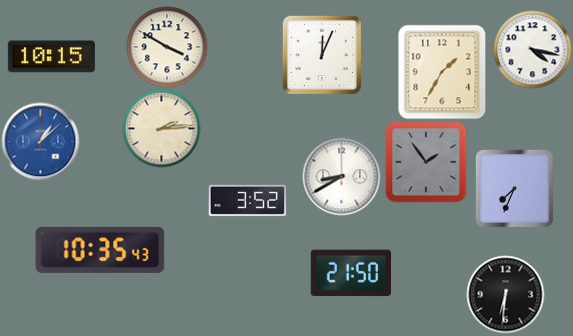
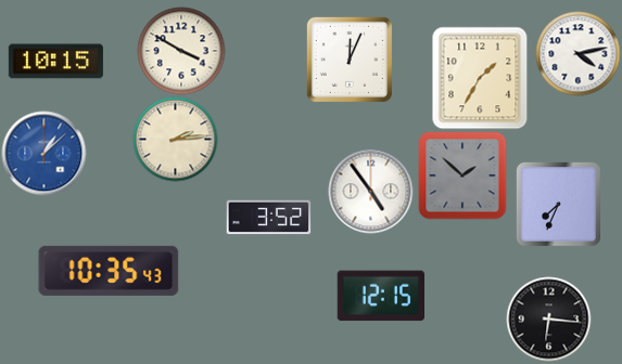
clock at (532, 49): 4:17 -> 4:13
clock at (426, 162): 1:54 -> 1:52
clock at (341, 176): 8:40 -> 4:54
clock at (350, 273): 21:50 -> 12:15
clock at (505, 294): 6:31 -> 6:16
